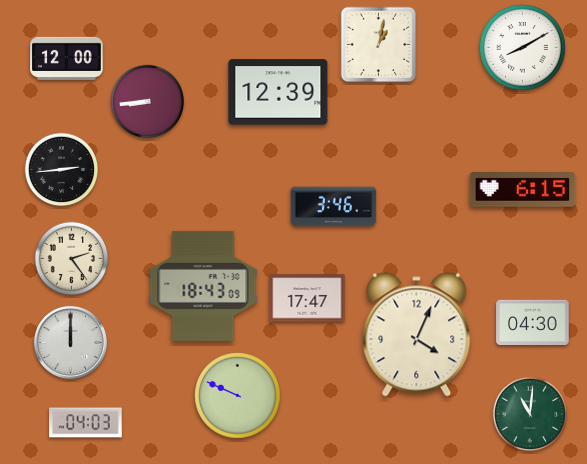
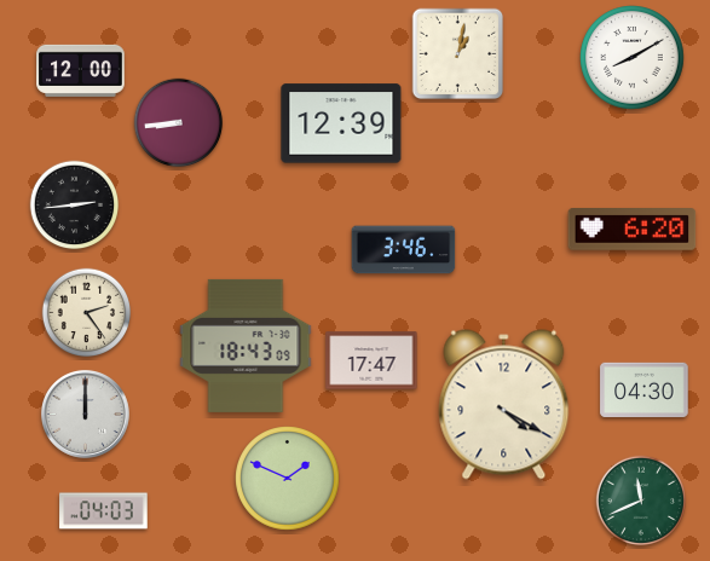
clock at (278, 92) position: (278, 92) -> (341, 123)
clock at (523, 190): 6:15 -> 6:20
clock at (417, 335): 4:04 -> 4:20
clock at (238, 396): 9:49 -> 1:49
clock at (530, 414): 11:01 -> 11:41
